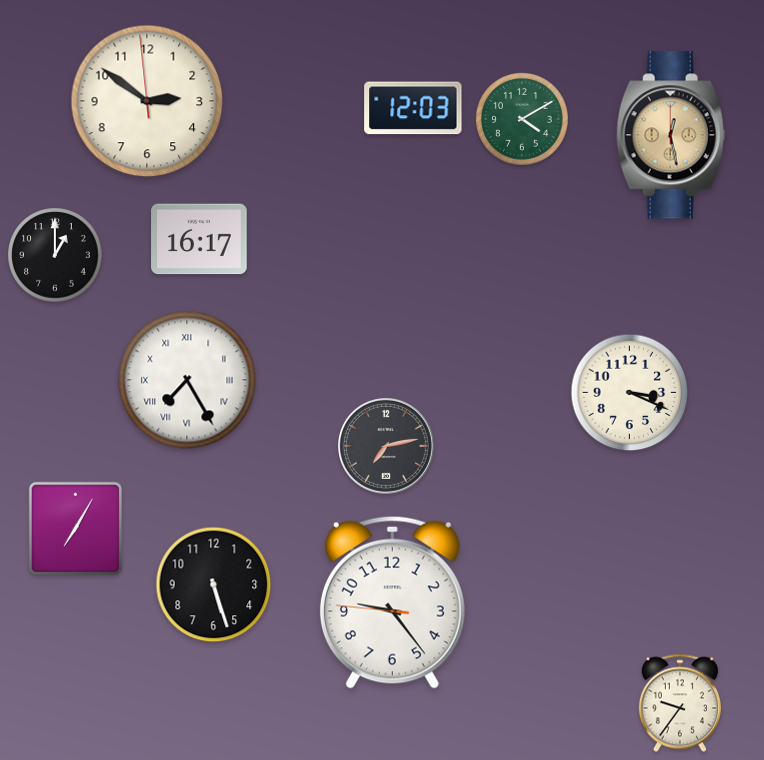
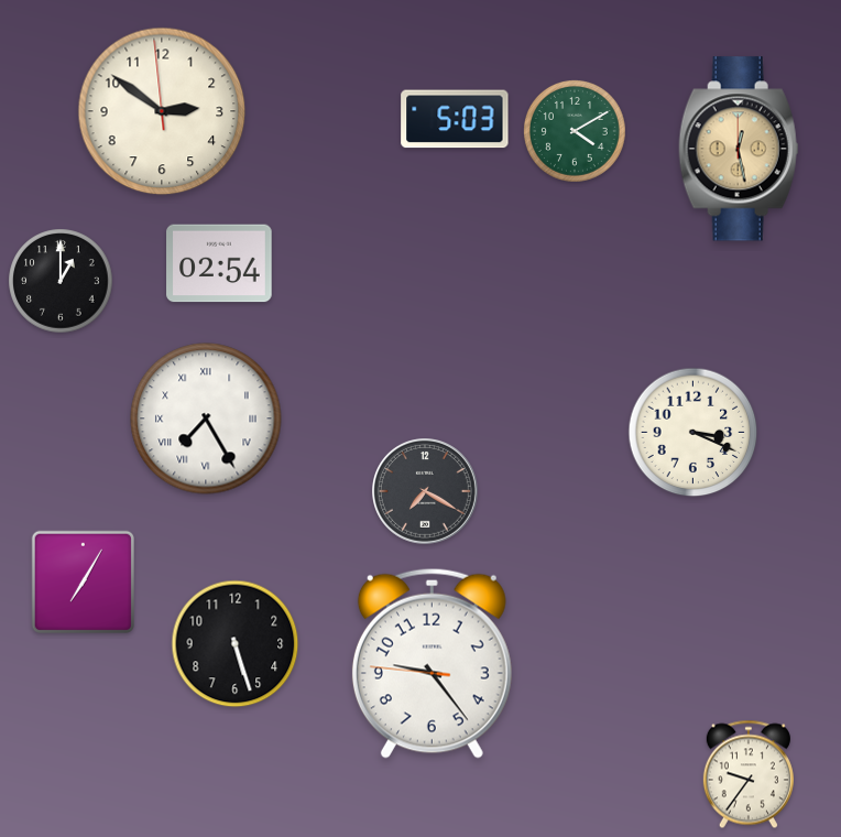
clock at (413, 108): 12:03 -> 5:03
clock at (199, 239): 16:17 -> 02:54
clock at (387, 447): 7:13 -> 7:20
